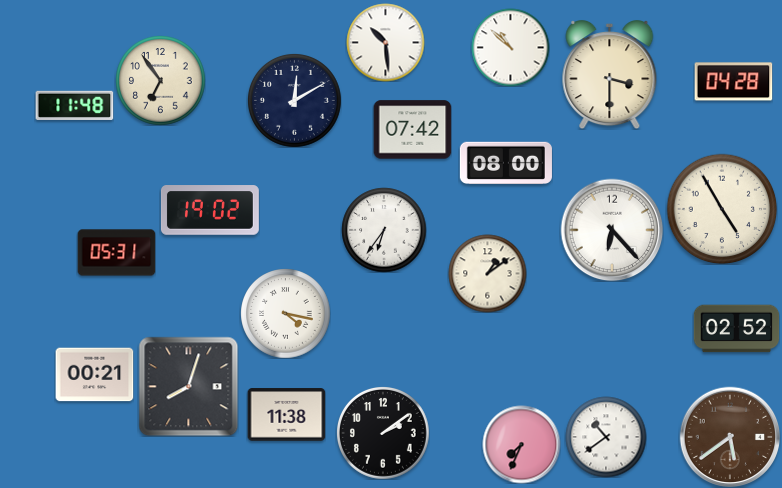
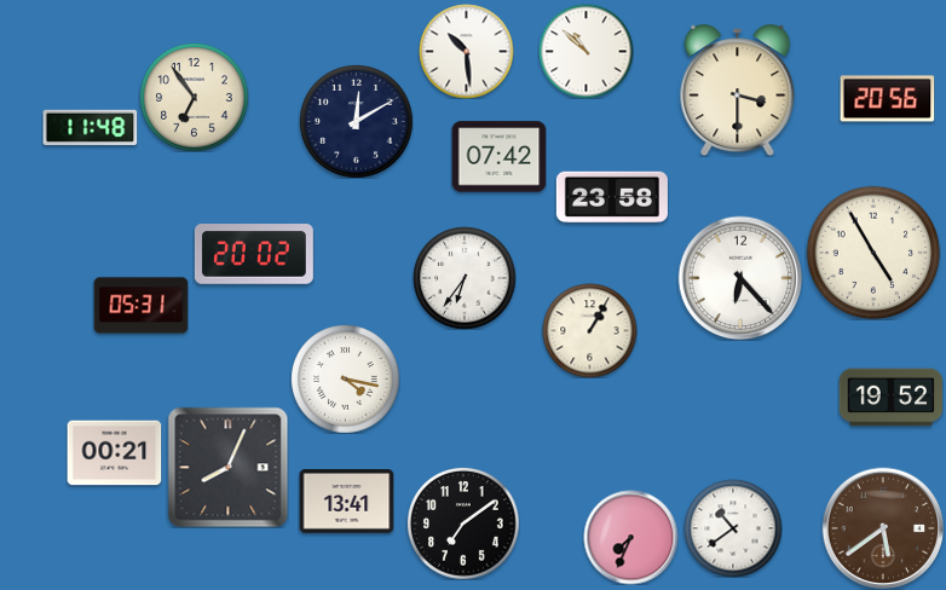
clock at (510, 47) position: (510, 47) -> (586, 51)
clock at (733, 82): 04:28 -> 20:56
clock at (506, 163): 08:00 -> 23:58
clock at (210, 210): 19:02 -> 20:02
clock at (487, 273): 1:09 -> 1:05
clock at (736, 329): 02:52 -> 19:52
clock at (188, 386): 8:03 -> 8:04
clock at (286, 415): 11:38 -> 13:41
clock at (383, 433): 2:09 -> 7:09
